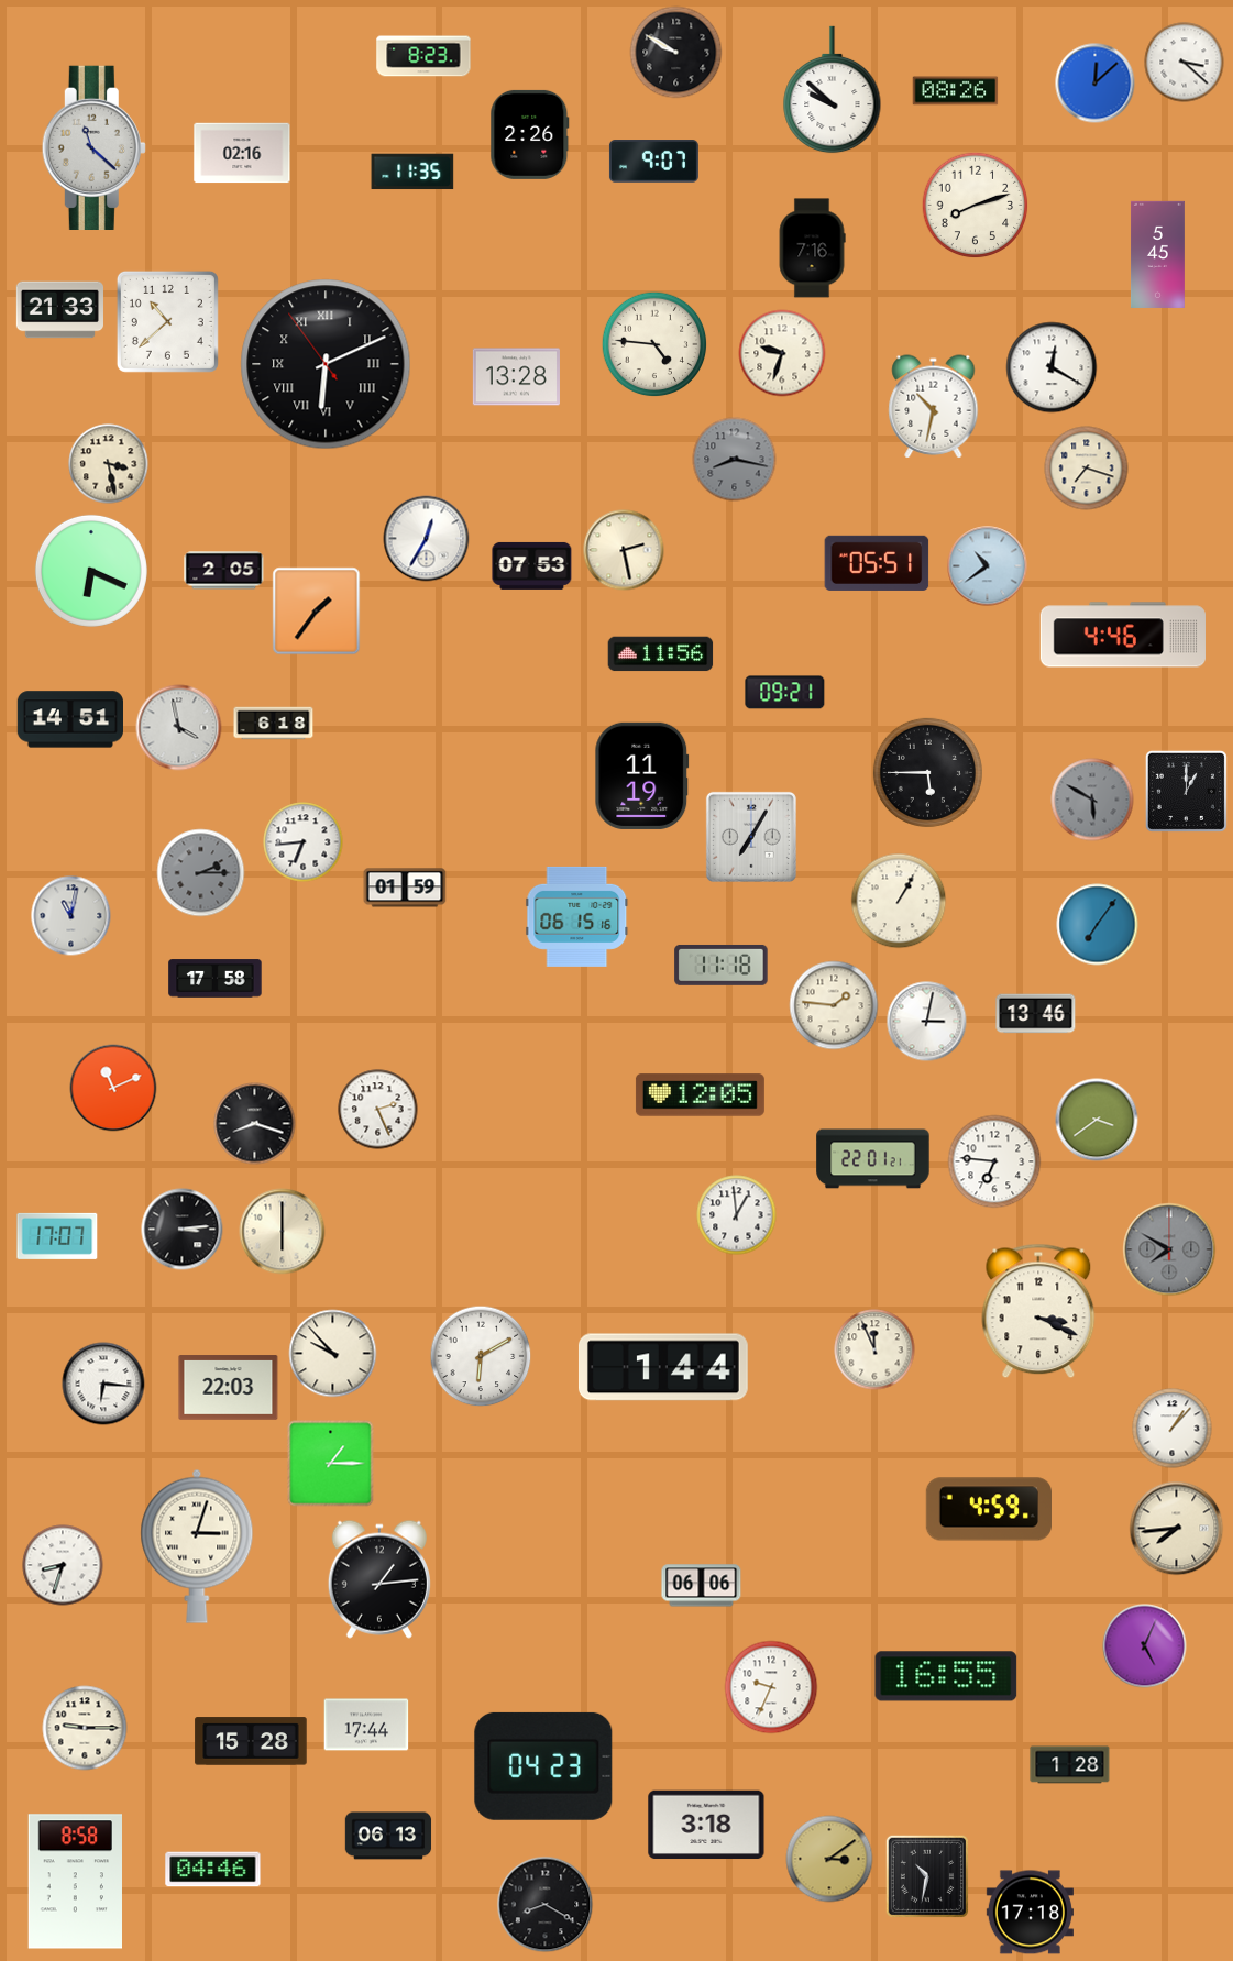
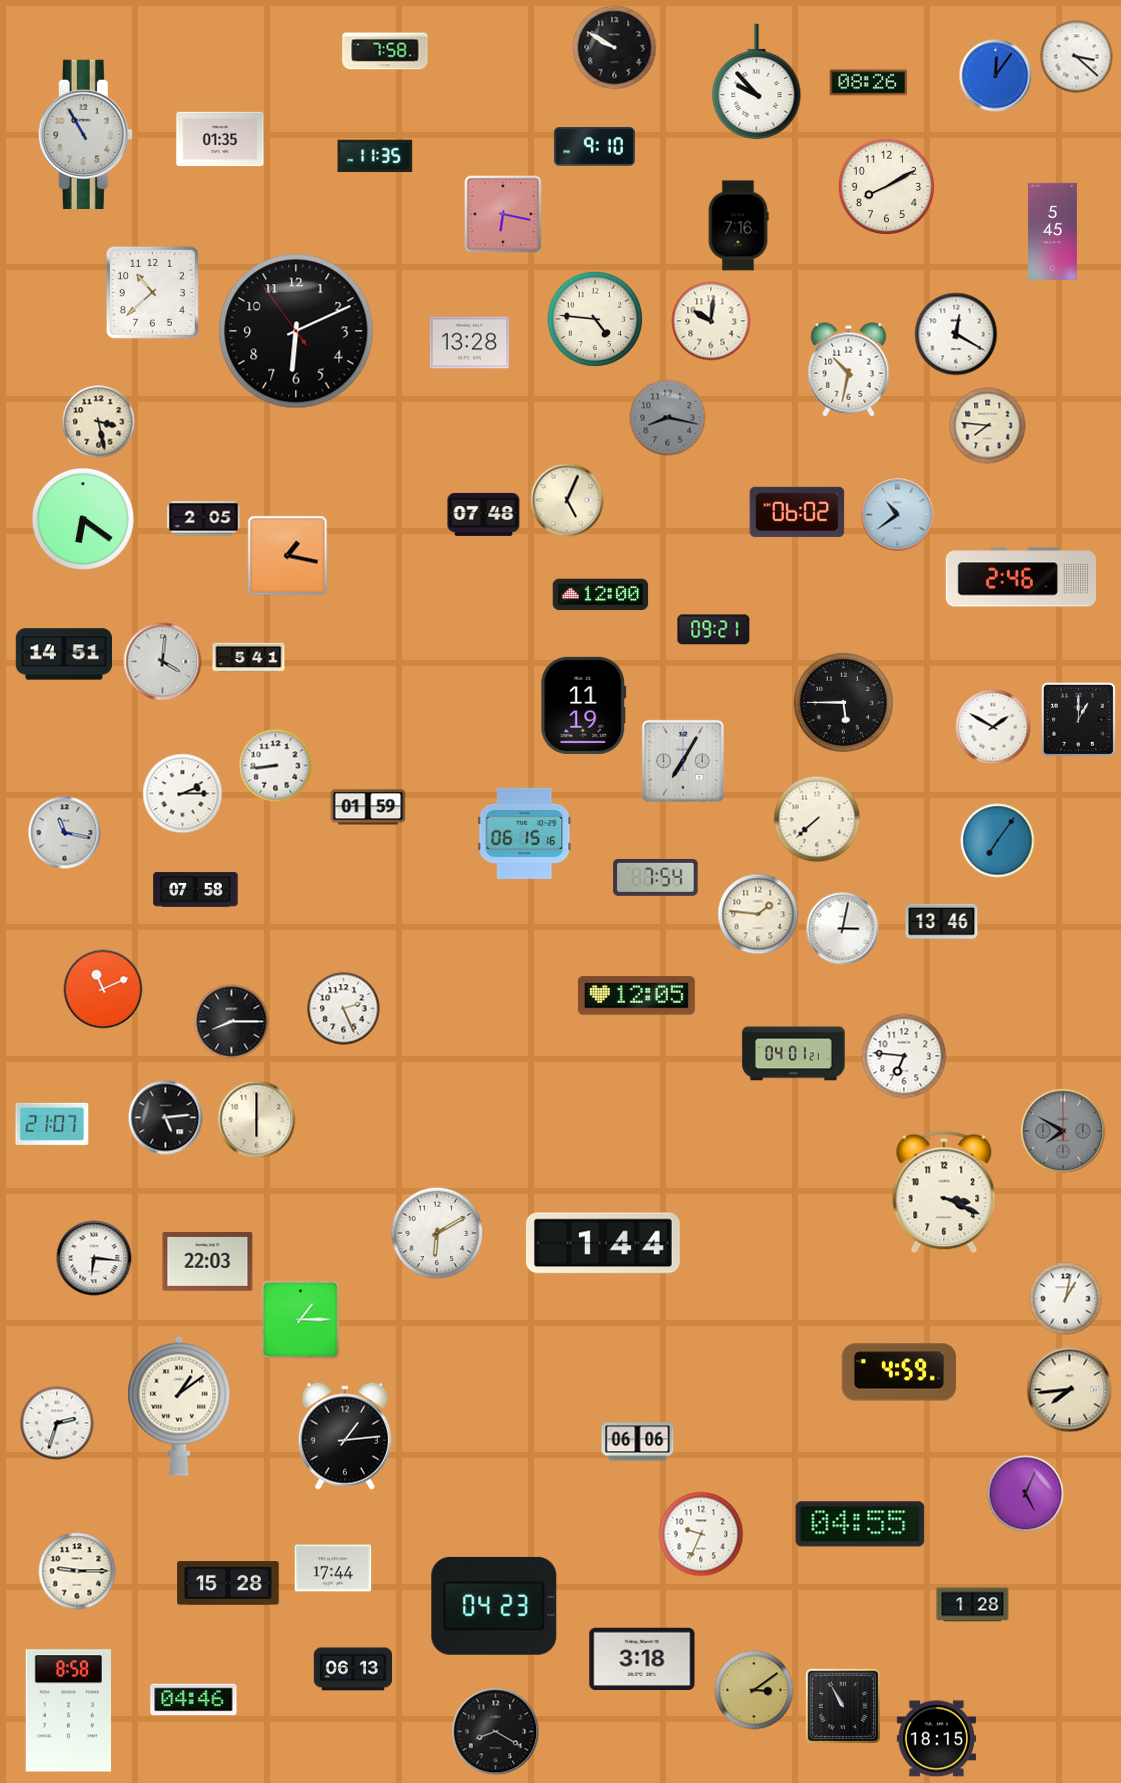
clock at (423, 56): 8:23 -> 7:58
clock at (1096, 84): 12:08 -> 12:06
clock at (833, 90): 9:52 -> 9:53
clock at (530, 134): 2:26 -> none
clock at (93, 147): 11:22 -> 10:55
clock at (242, 153): 02:16 -> 01:35
clock at (653, 162): 9:07 -> 9:10
clock at (976, 206): 8:12 -> 8:10
clock at (503, 214): none -> 6:17
clock at (59, 310): 21:33 -> none
clock at (654, 344) position: (654, 344) -> (595, 319)
clock at (782, 353): 9:33 -> 10:01
clock at (326, 364) numerals: Roman -> Arabic
clock at (1087, 469): 7:18 -> 7:46
clock at (427, 539): 12:35 -> none
clock at (624, 550): 2:28 -> 5:04
clock at (877, 563): 05:51 -> 06:02
clock at (532, 565): 07:53 -> 07:48
clock at (91, 571): 6:19 -> 6:21
clock at (317, 612): 1:36 -> 1:17
clock at (1123, 635): 4:46 -> 2:46
clock at (661, 654): 11:56 -> 12:00
clock at (274, 724): 6:18 -> 5:41
clock at (179, 728): 3:58 -> 4:01
clock at (1092, 800): 5:50 -> 1:50
clock at (1092, 800) dial: grey -> white
clock at (304, 842): 6:44 -> 8:44
clock at (201, 873) dial: grey -> white
clock at (899, 901): 1:05 -> 7:38
clock at (71, 916): 11:02 -> 11:17
clock at (722, 965): 11:18 -> 7:54
clock at (216, 979): 17:58 -> 07:58
clock at (1097, 1120): 3:39 -> none
clock at (255, 1124): 8:18 -> 8:15
clock at (873, 1159): 22:01 -> 04:01
clock at (737, 1215): 12:59 -> none
clock at (183, 1230): 3:14 -> 5:14
clock at (57, 1236): 17:07 -> 21:07
clock at (1169, 1249) position: (1169, 1249) -> (1063, 1131)
clock at (874, 1349): 11:56 -> none
clock at (333, 1354): 9:53 -> none
clock at (1173, 1429): 1:07 -> 1:02
clock at (331, 1464) position: (331, 1464) -> (301, 1320)
clock at (197, 1546): 3:03 -> 1:09
clock at (63, 1565): 8:33 -> 2:33
clock at (1145, 1646) position: (1145, 1646) -> (1026, 1494)
clock at (946, 1676): 16:55 -> 04:55
clock at (927, 1876): 10:32 -> 10:55
clock at (1030, 1913): 17:18 -> 18:15
